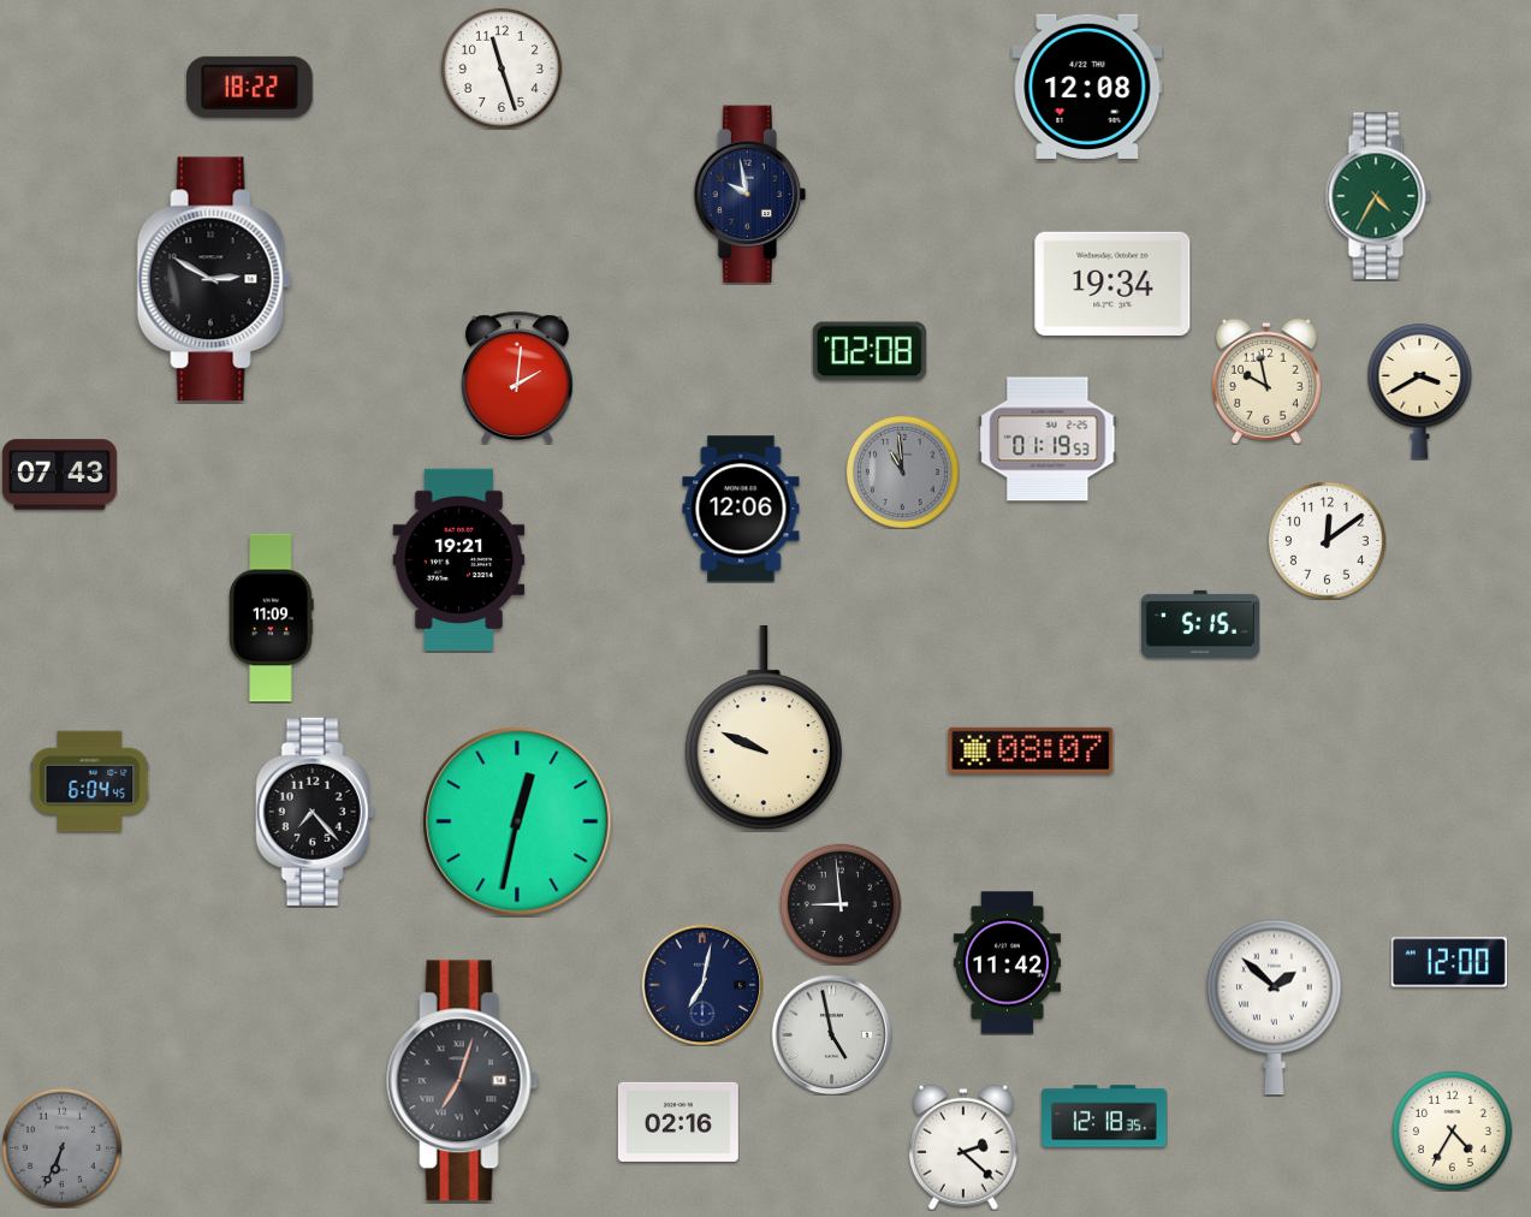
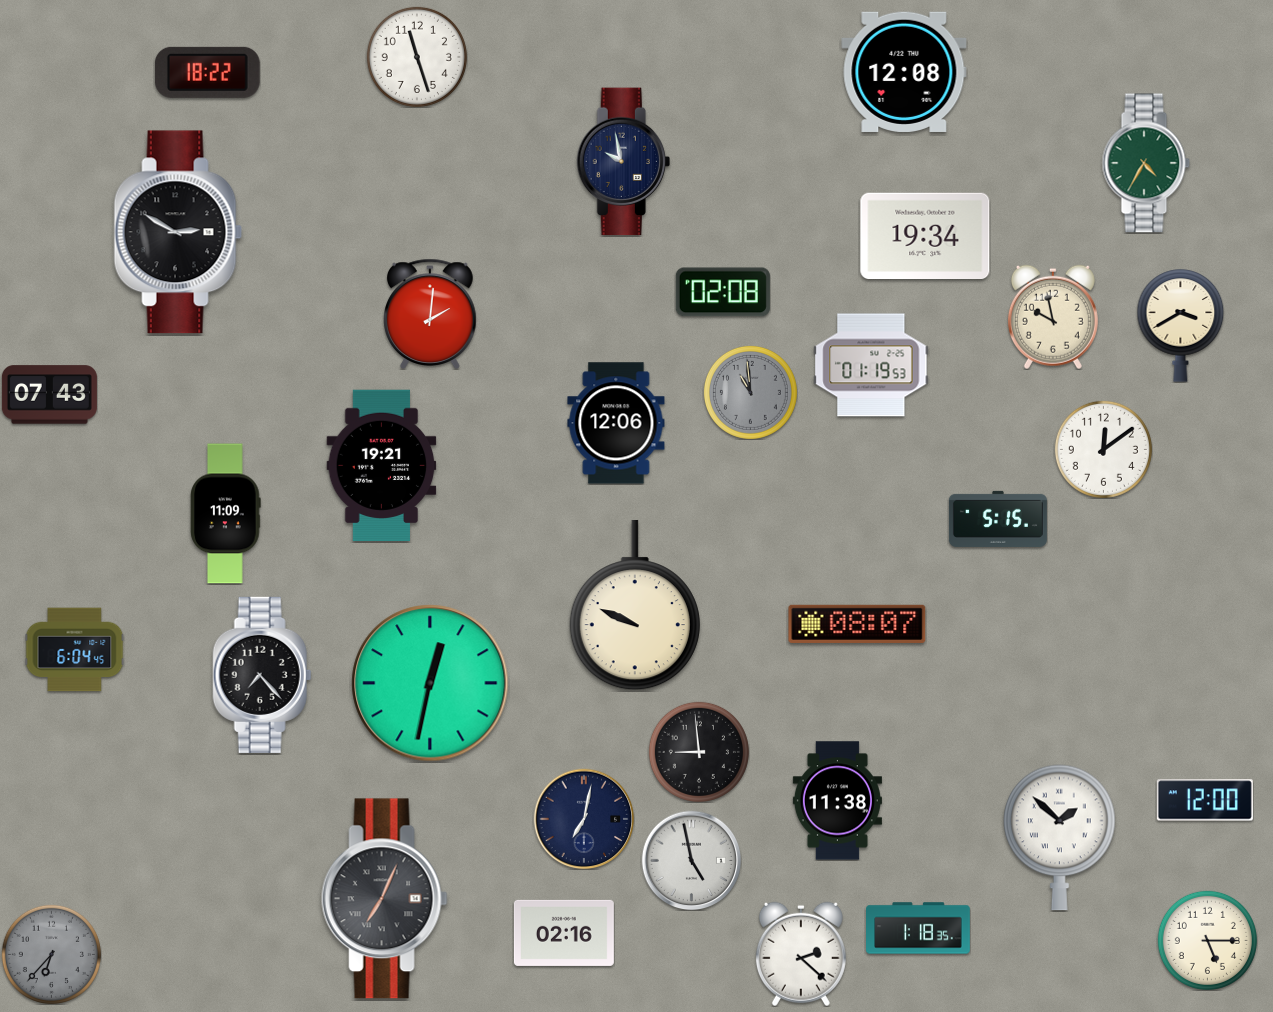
clock at (1007, 963): 11:42 -> 11:38
clock at (462, 1081): 7:03 -> 7:04
clock at (1104, 1116): 12:18 -> 1:18
clock at (1452, 1130): 4:35 -> 5:15
clock at (61, 1147): 6:34 -> 6:37
